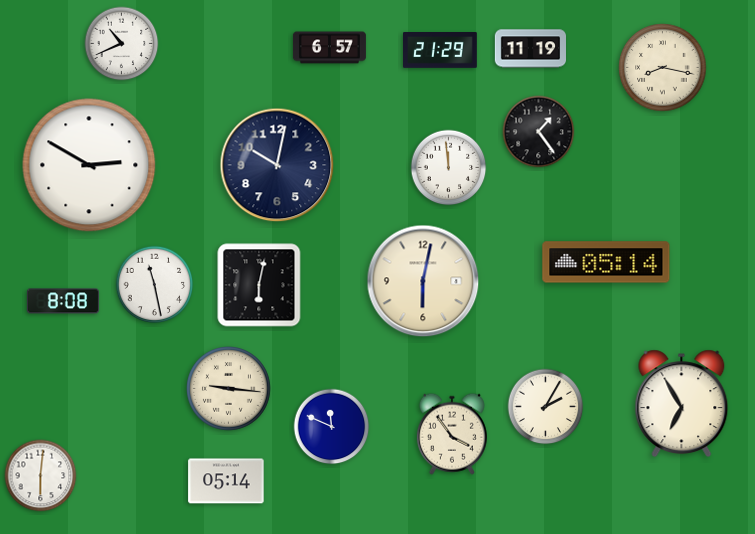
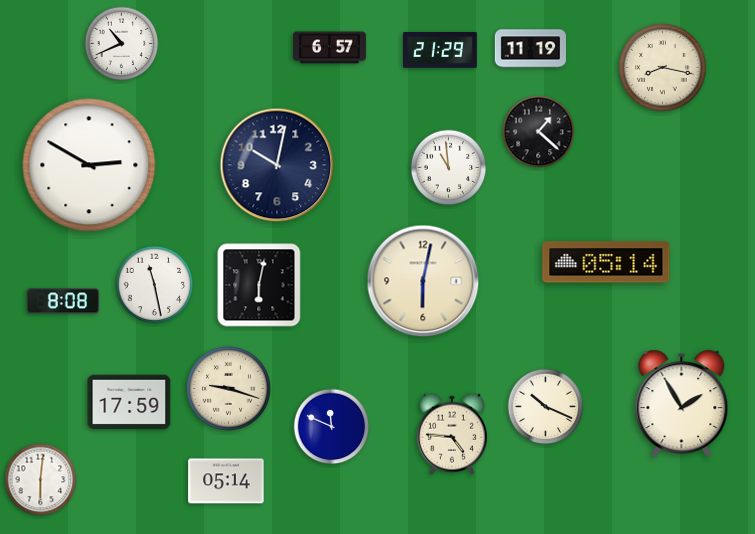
clock at (539, 132): 1:24 -> 1:22
clock at (449, 168): 11:59 -> 10:59
clock at (229, 389): 9:16 -> 9:18
clock at (129, 402): none -> 17:59
clock at (682, 404): 6:55 -> 1:55
clock at (546, 407): 2:05 -> 10:19
clock at (452, 434): 3:54 -> 4:46
clock at (41, 476) position: (41, 476) -> (41, 480)
